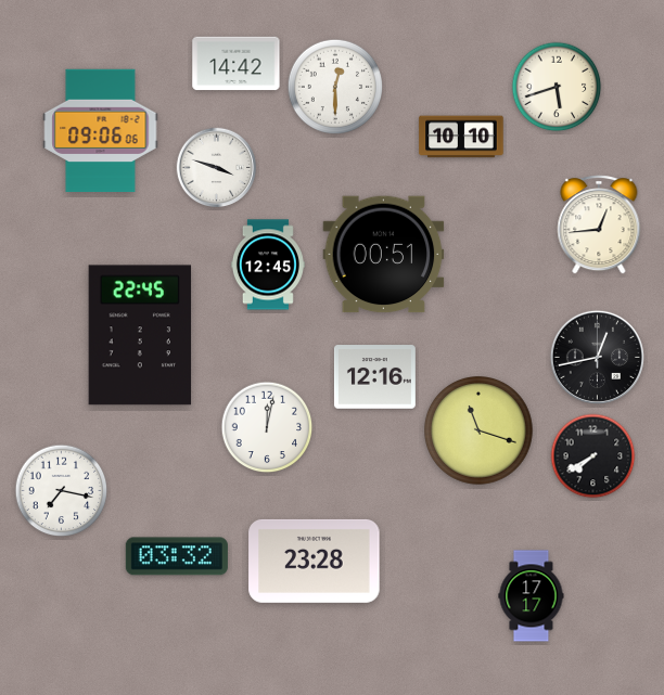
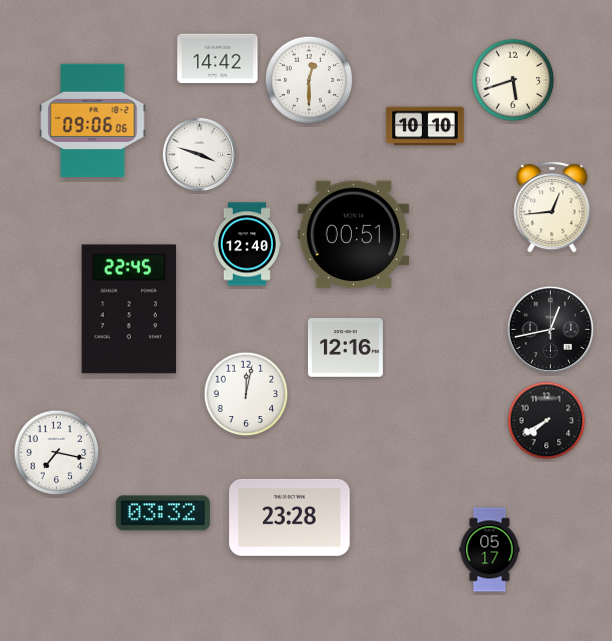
clock at (268, 265): 12:45 -> 12:40
clock at (480, 432): 11:18 -> none
clock at (532, 596): 17:17 -> 05:17
